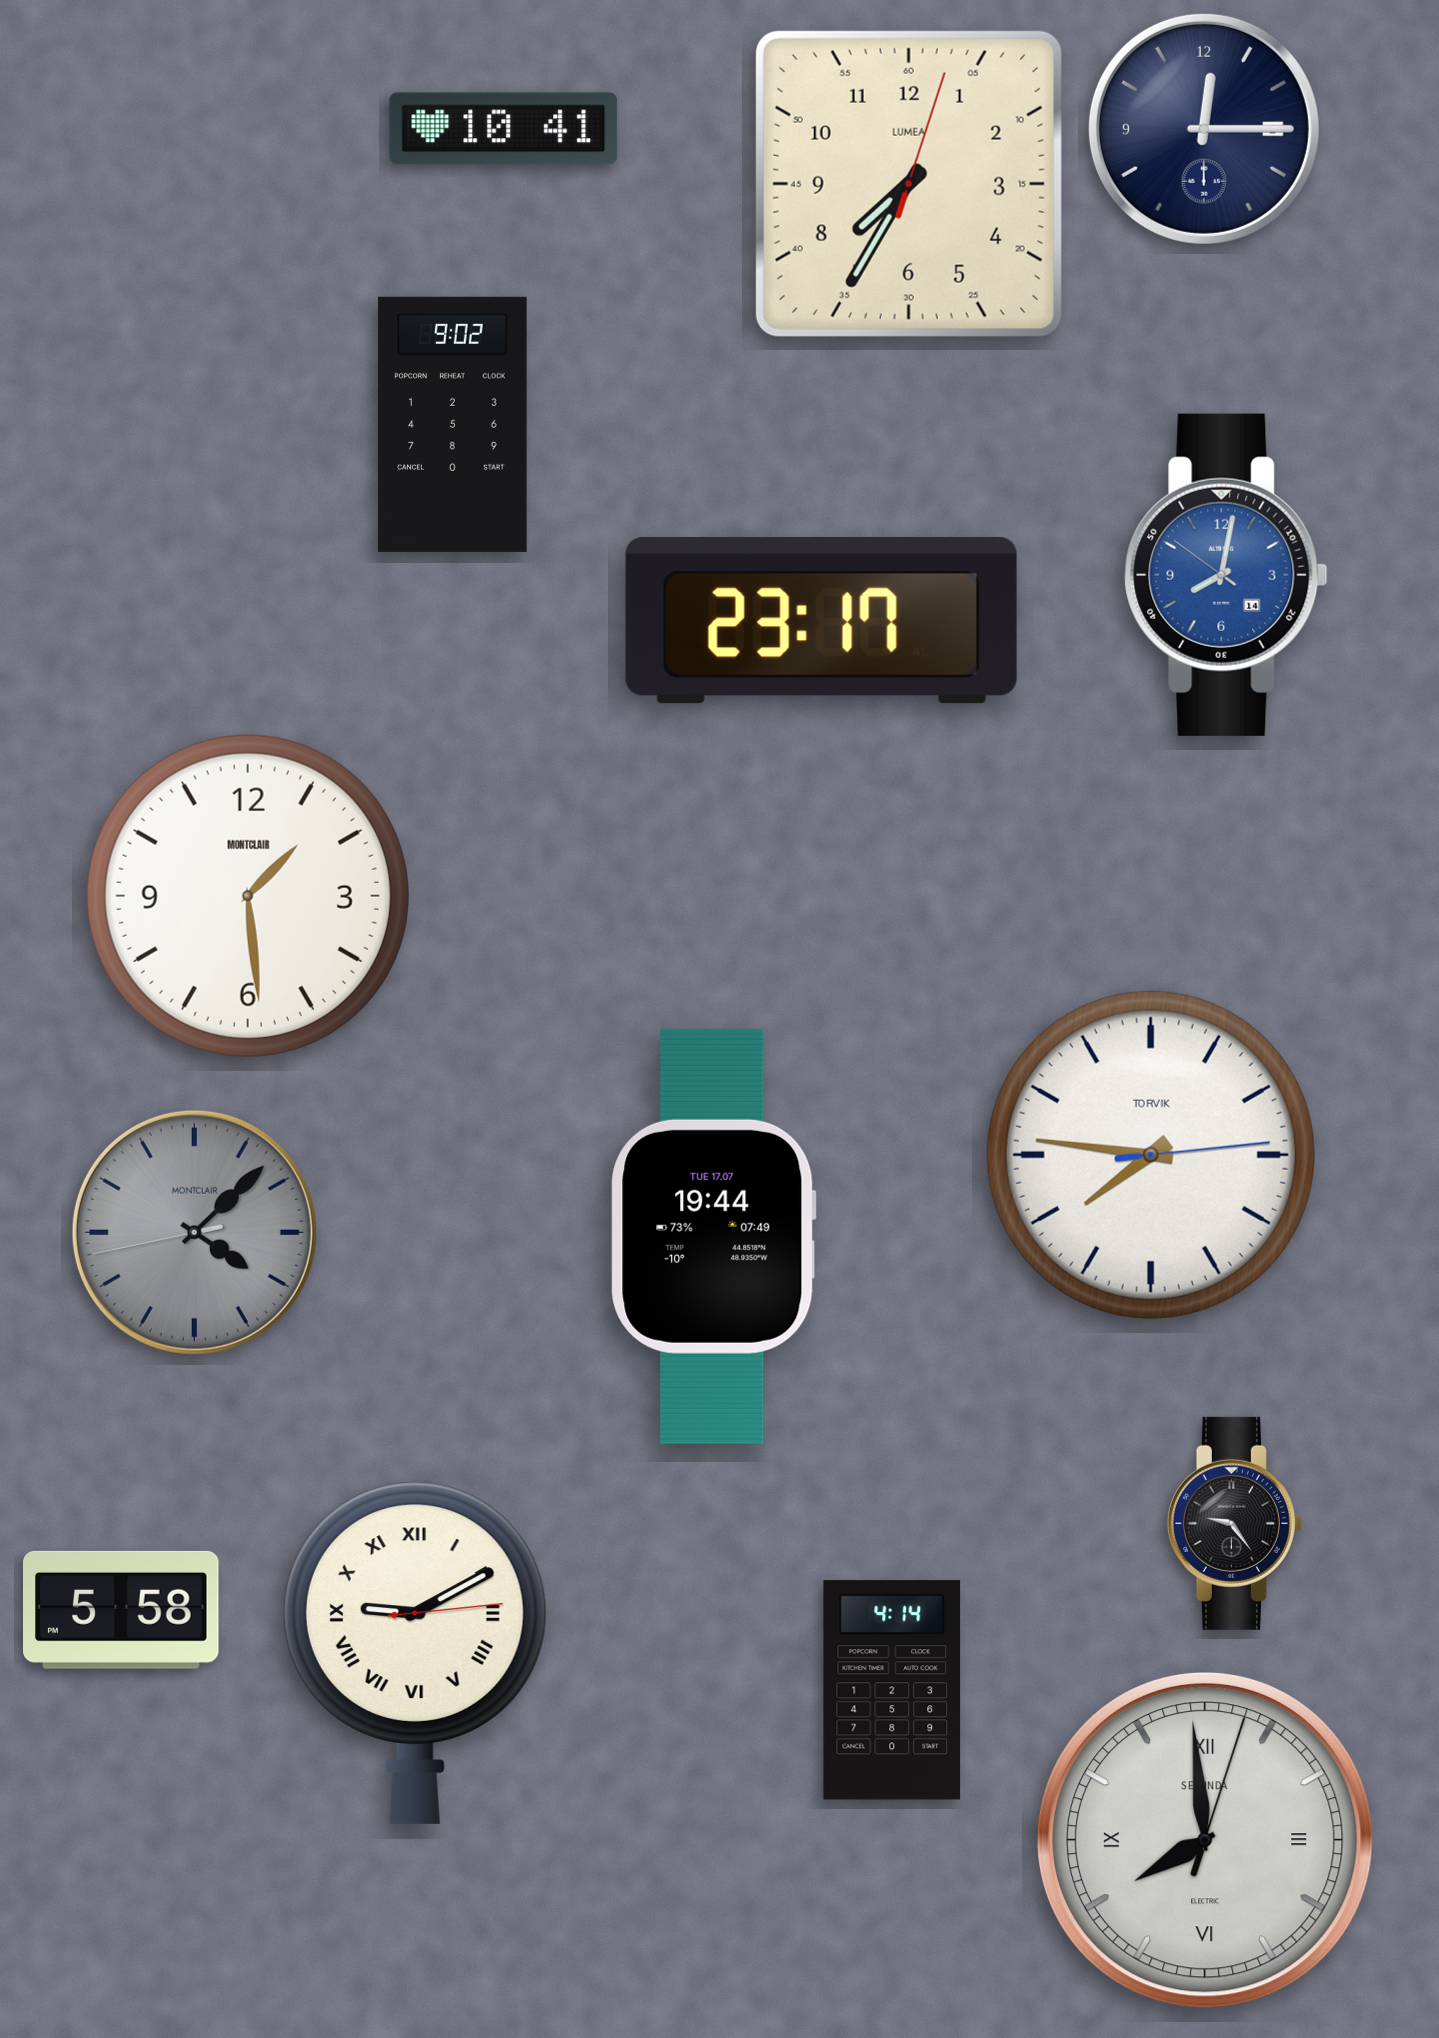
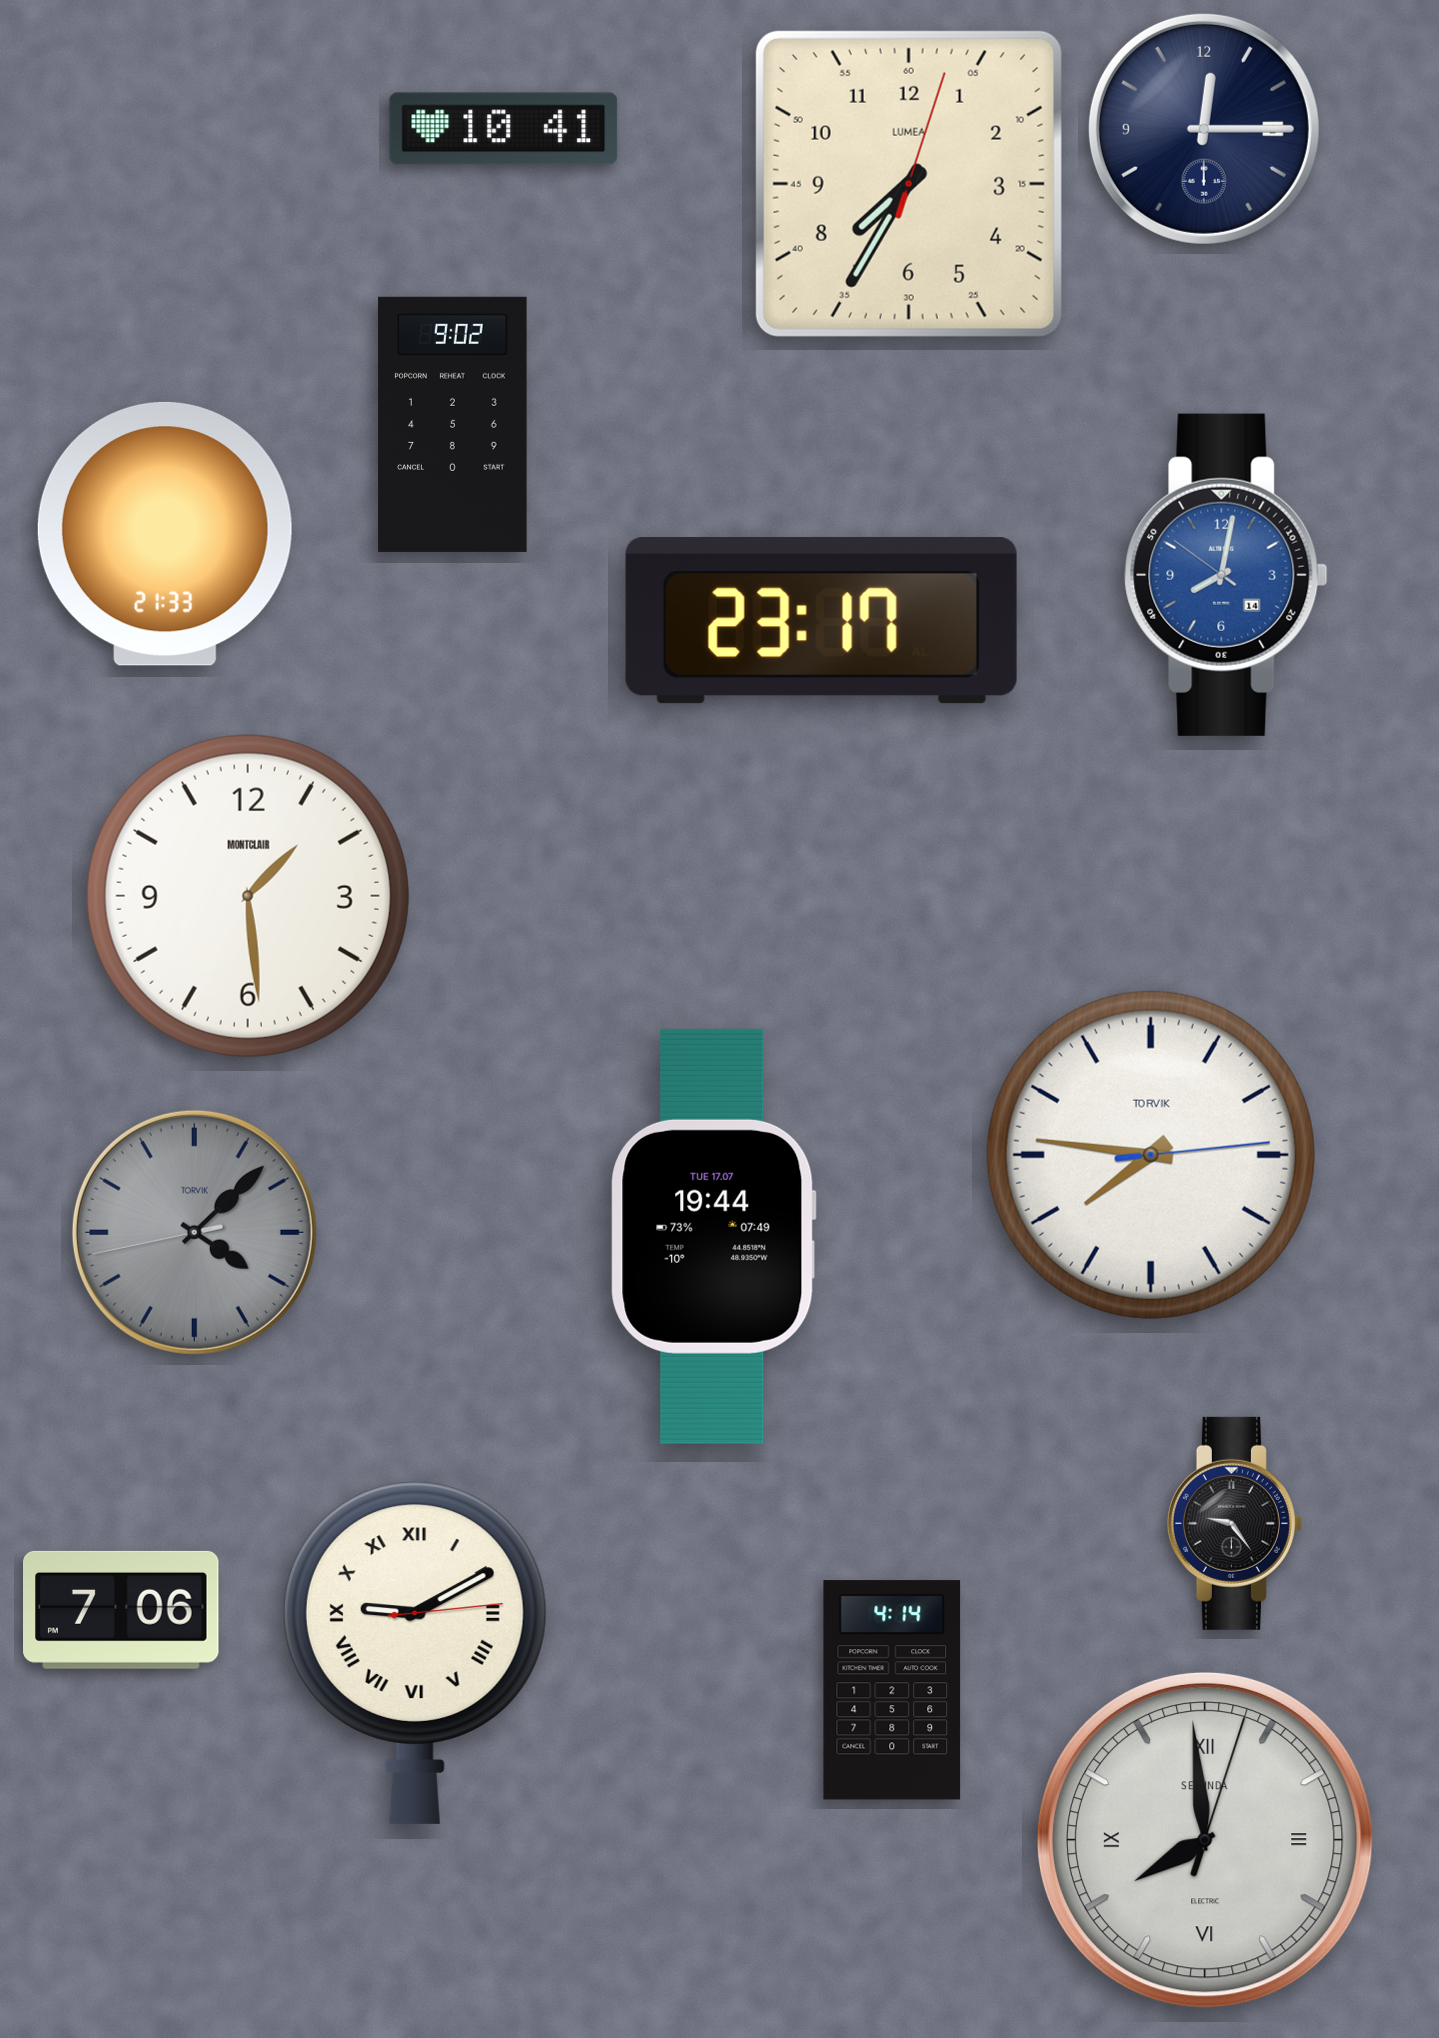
clock at (165, 534): none -> 21:33
clock at (194, 1232) brand: MONTCLAIR -> TORVIK
clock at (122, 1610): 5:58 -> 7:06
